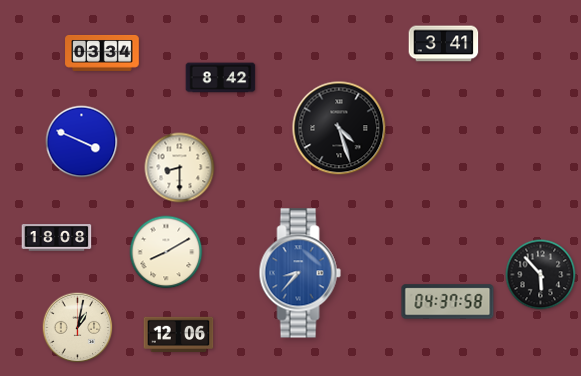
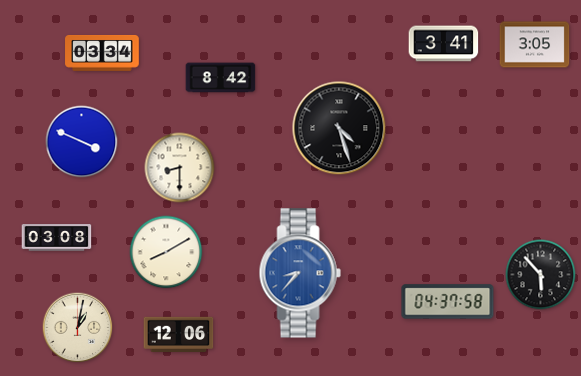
clock at (535, 45): none -> 3:05
clock at (57, 238): 18:08 -> 03:08
